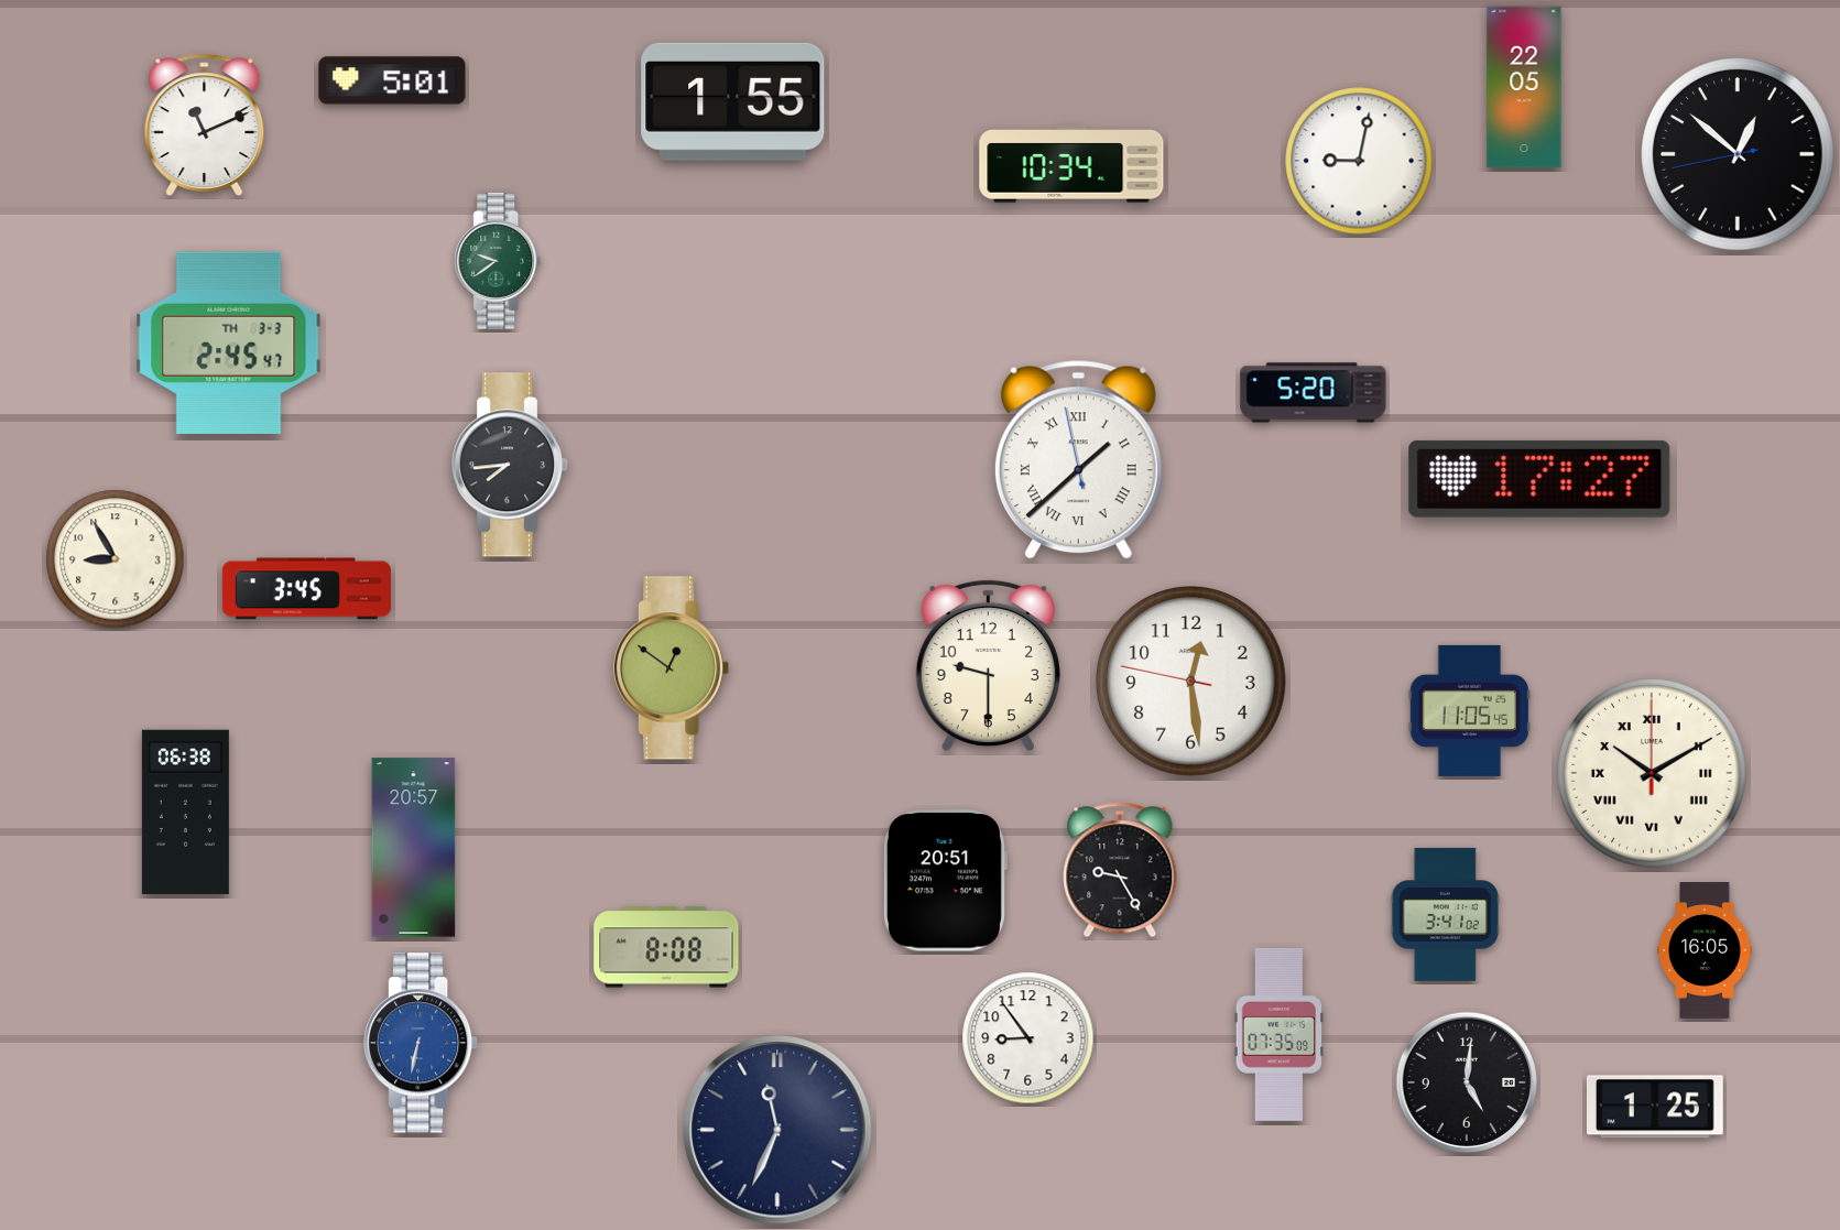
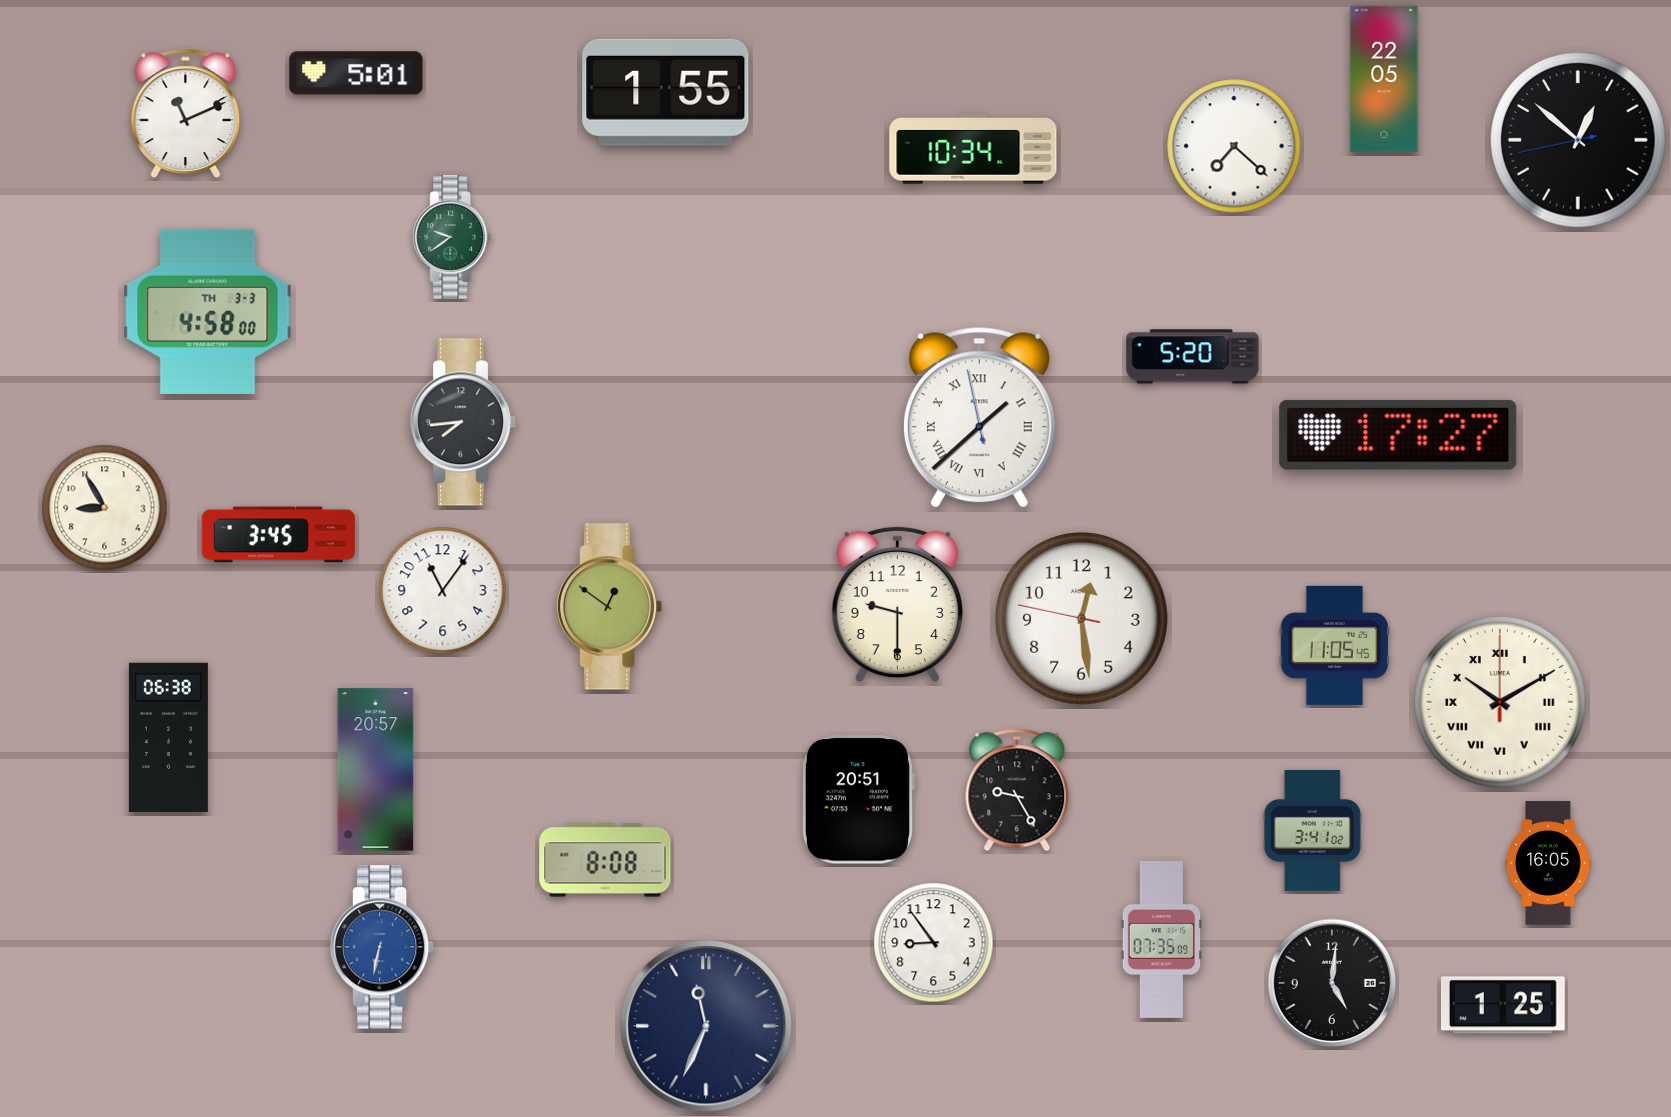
clock at (1359, 161): 9:02 -> 7:22
clock at (229, 342): 2:45 -> 4:58
clock at (443, 591): none -> 11:06
